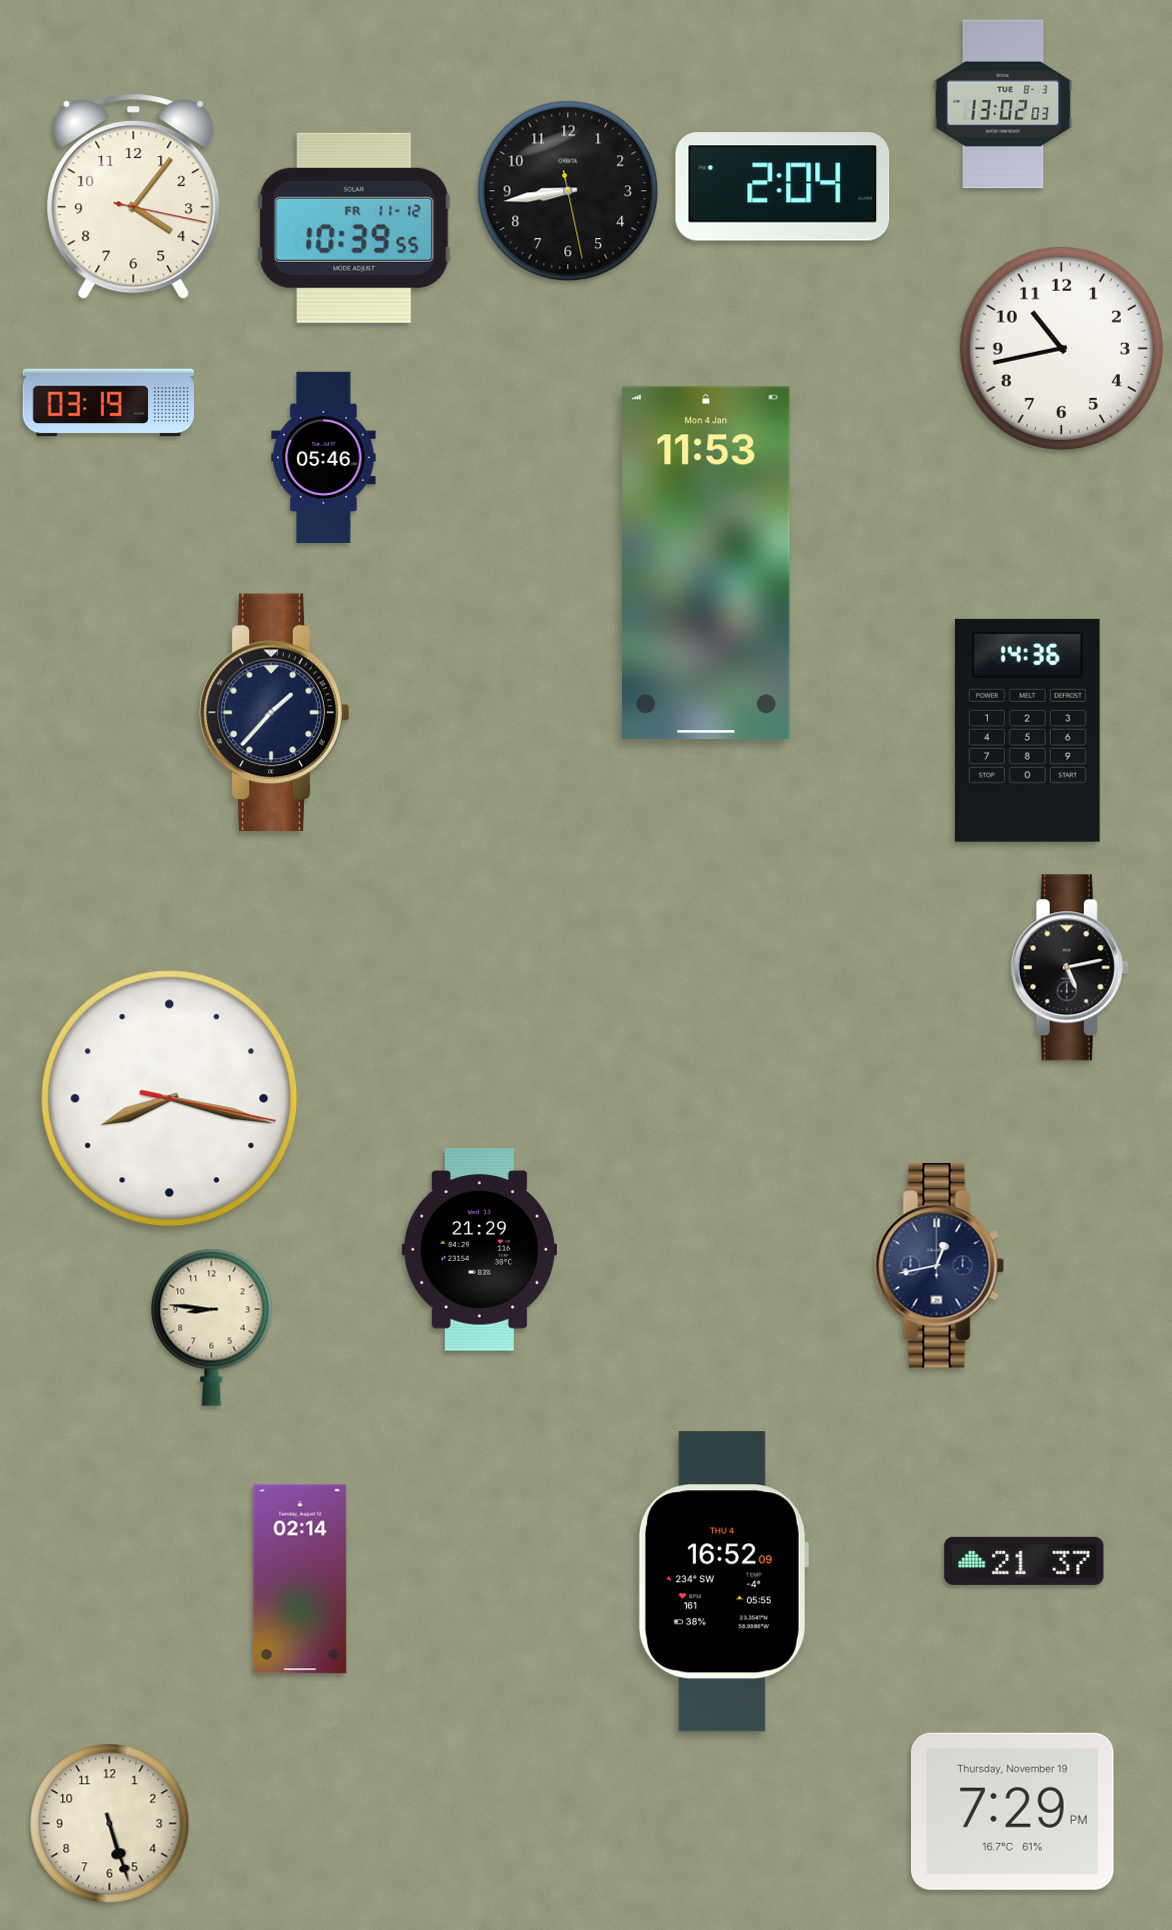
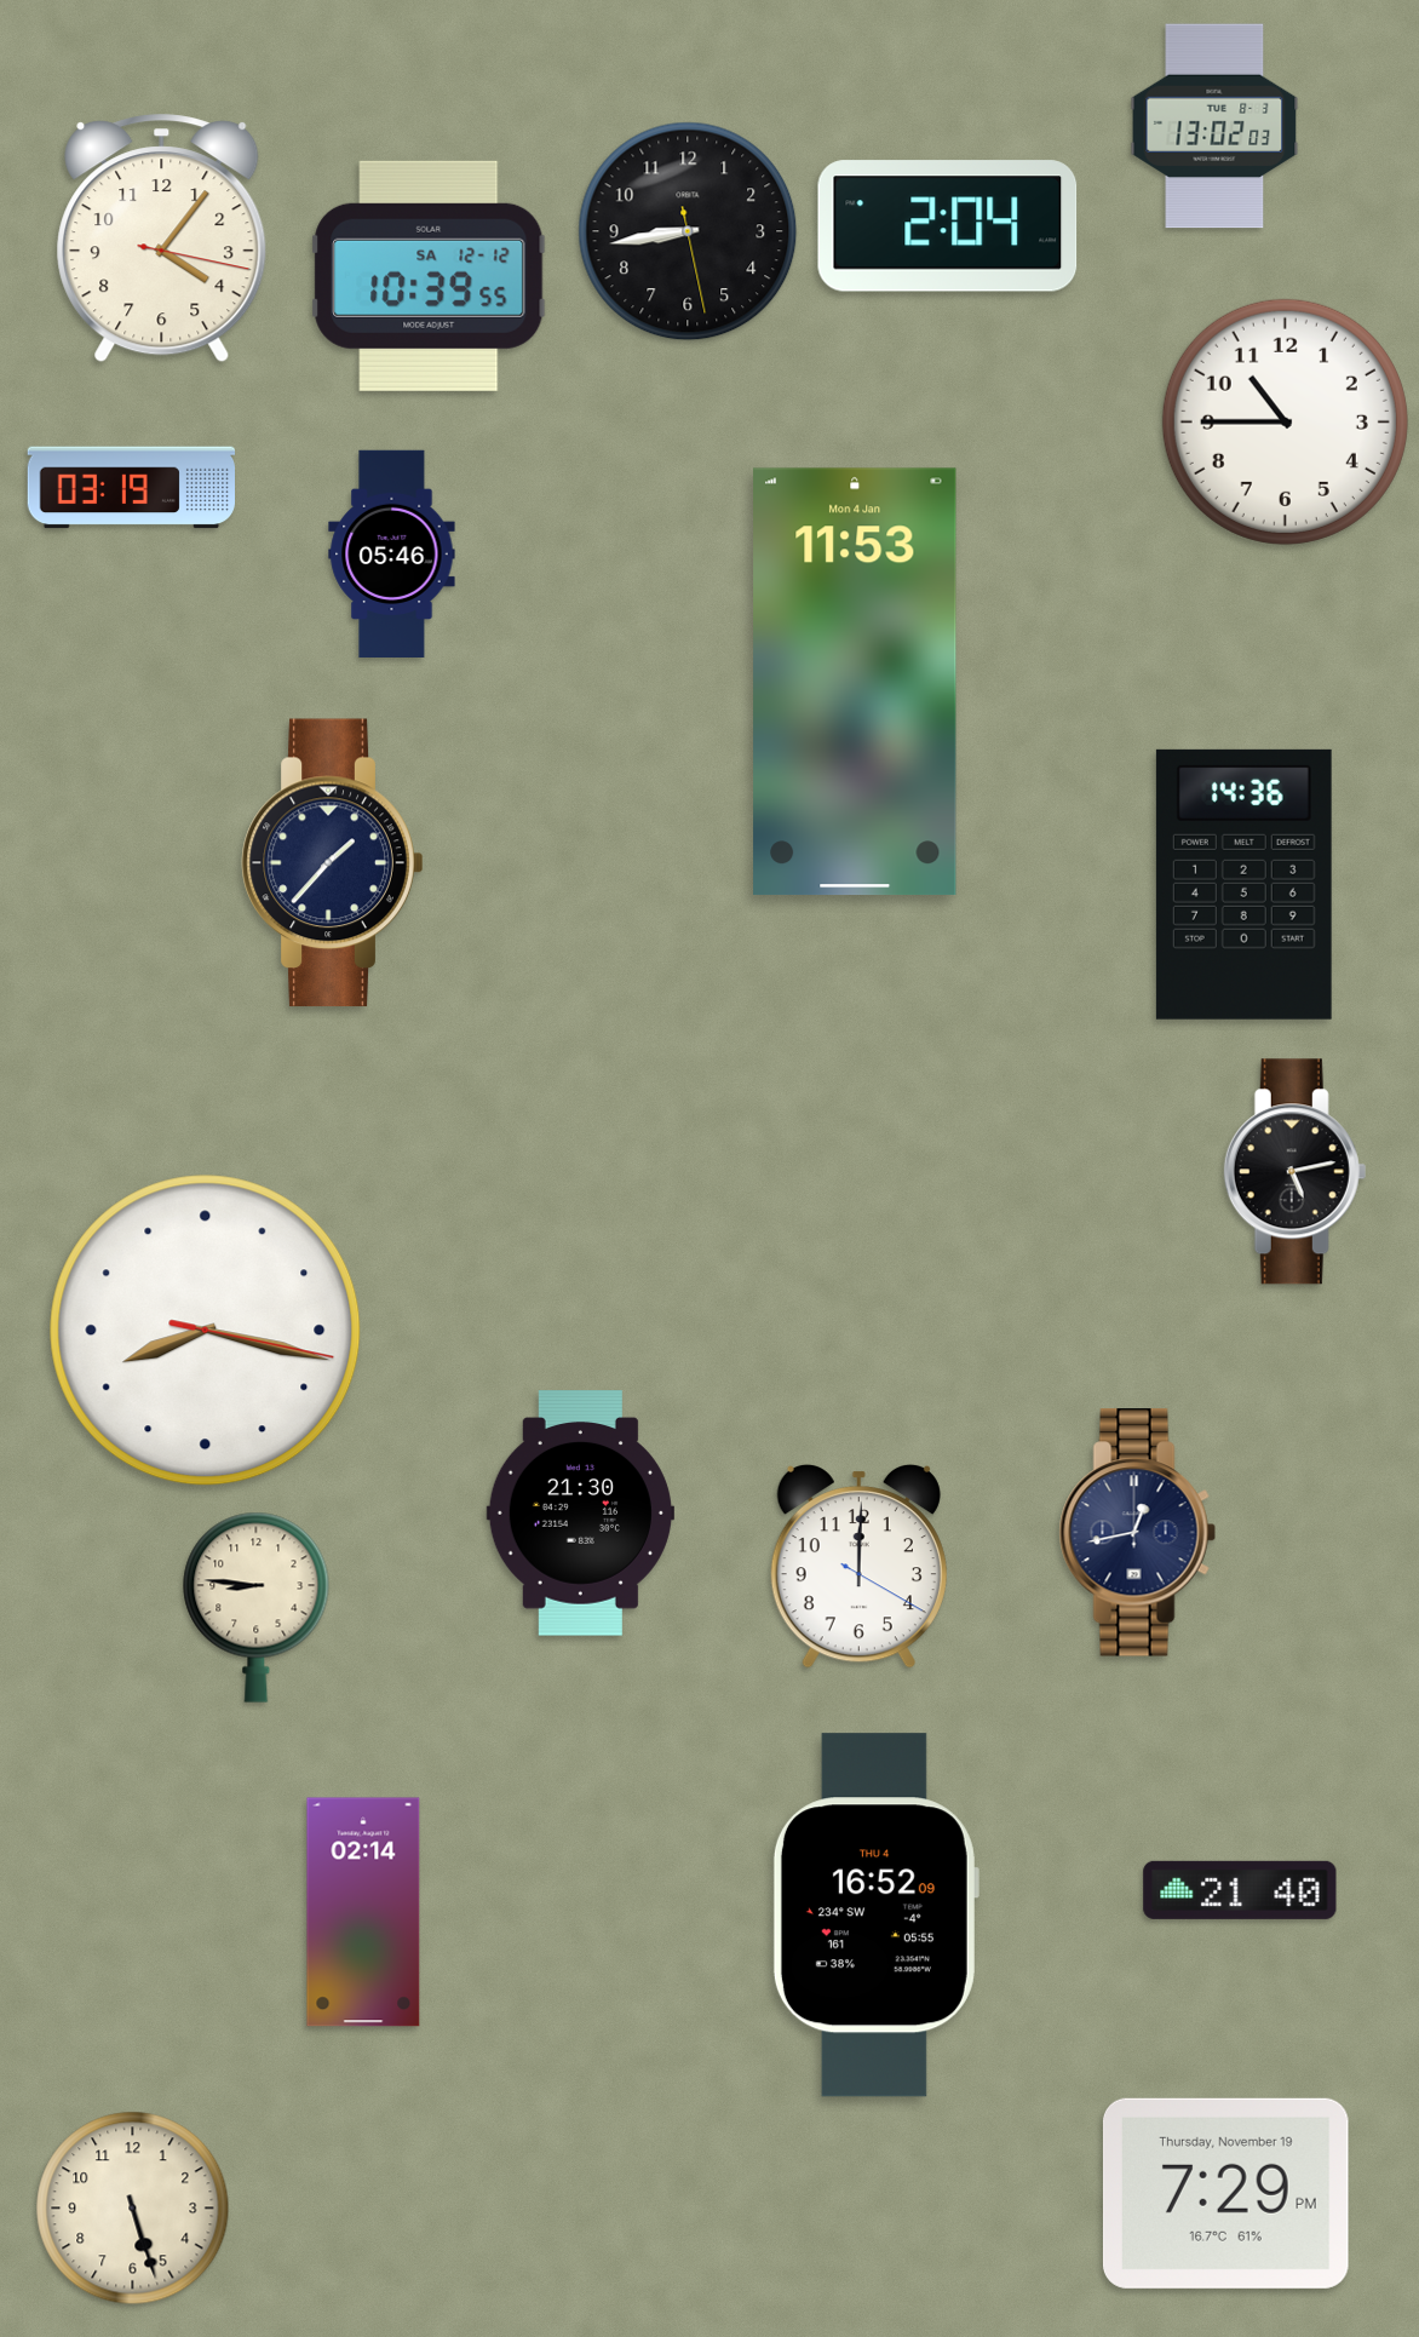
clock at (354, 228) date: FR 11-12 -> SA 12-12
clock at (1061, 348): 10:43 -> 10:45
clock at (479, 1250): 21:29 -> 21:30
clock at (858, 1567): none -> 12:00
clock at (1024, 1561): 21:37 -> 21:40
